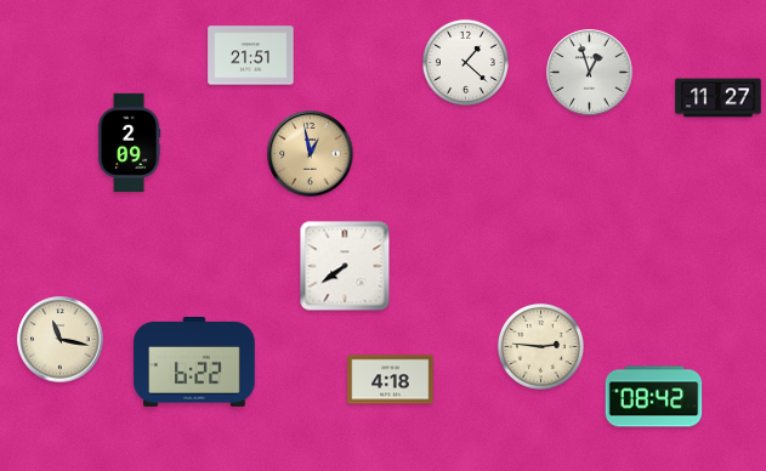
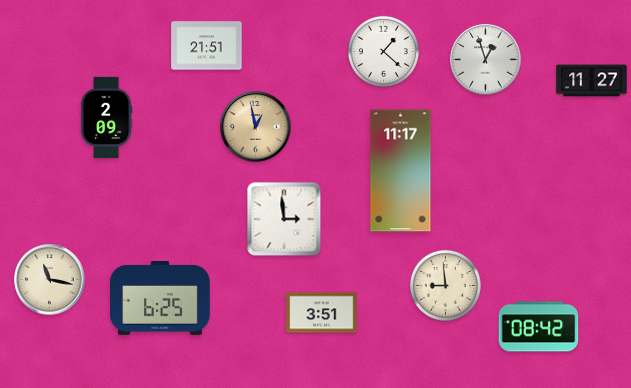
clock at (401, 171): none -> 11:17
clock at (345, 266): 7:39 -> 2:59
clock at (540, 346): 2:46 -> 8:59
clock at (194, 362): 6:22 -> 6:25
clock at (391, 380): 4:18 -> 3:51
